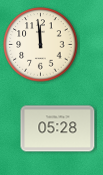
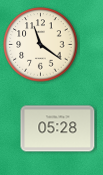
clock at (41, 45): 11:59 -> 11:21
